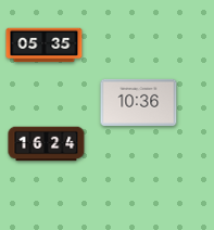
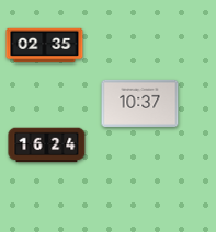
clock at (45, 46): 05:35 -> 02:35
clock at (139, 102): 10:36 -> 10:37
